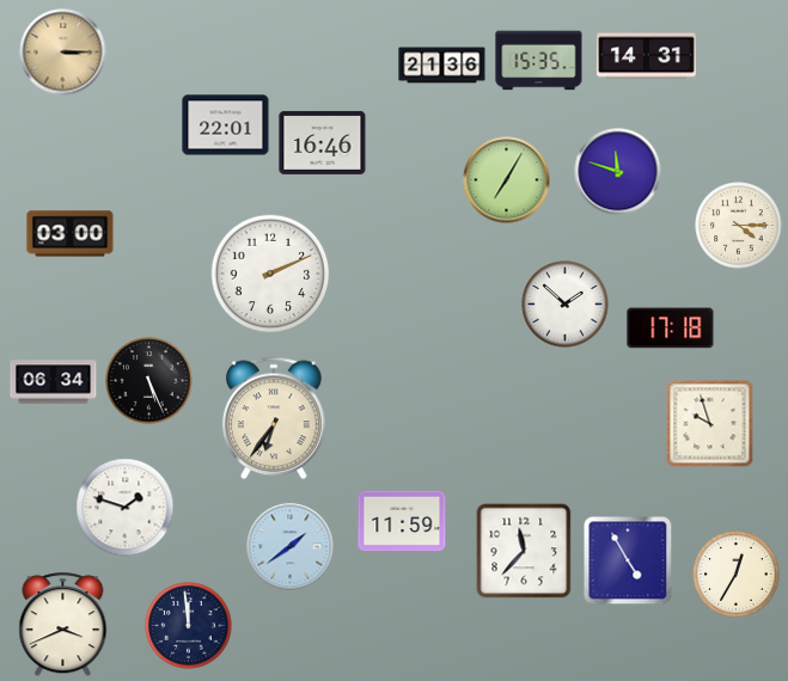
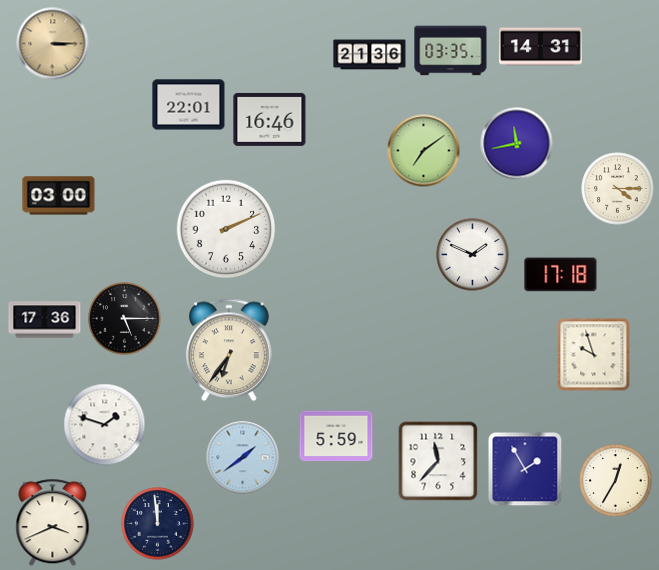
clock at (539, 61): 15:35 -> 03:35
clock at (618, 172): 11:48 -> 11:43
clock at (507, 180): 7:05 -> 7:09
clock at (566, 305): 1:52 -> 1:49
clock at (149, 381): 5:26 -> 5:15
clock at (54, 382): 06:34 -> 17:36
clock at (402, 521): 11:59 -> 5:59
clock at (628, 560): 4:55 -> 1:55
